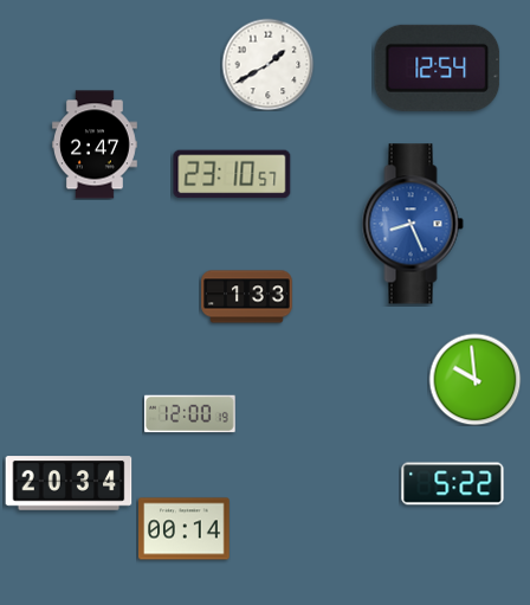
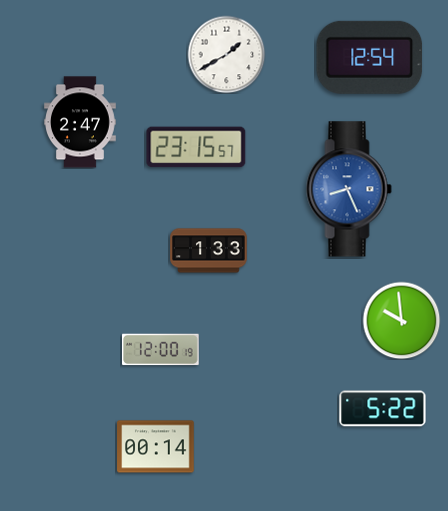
clock at (232, 174): 23:10 -> 23:15
clock at (69, 483): 20:34 -> none
